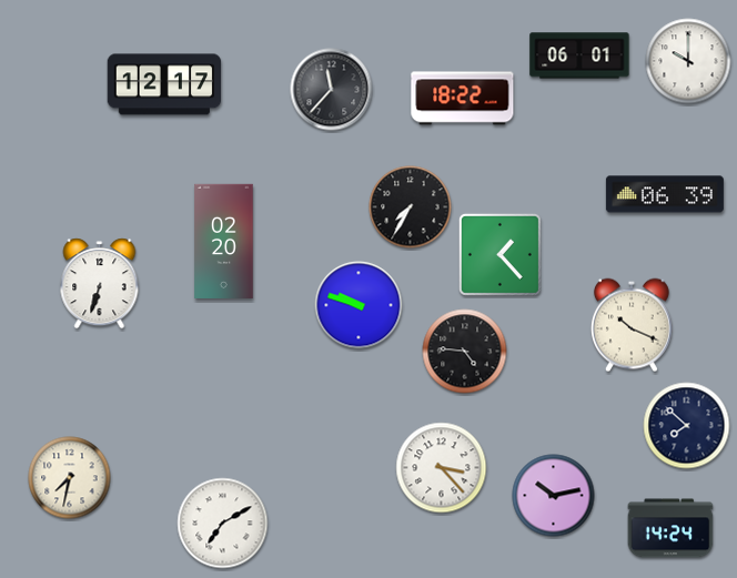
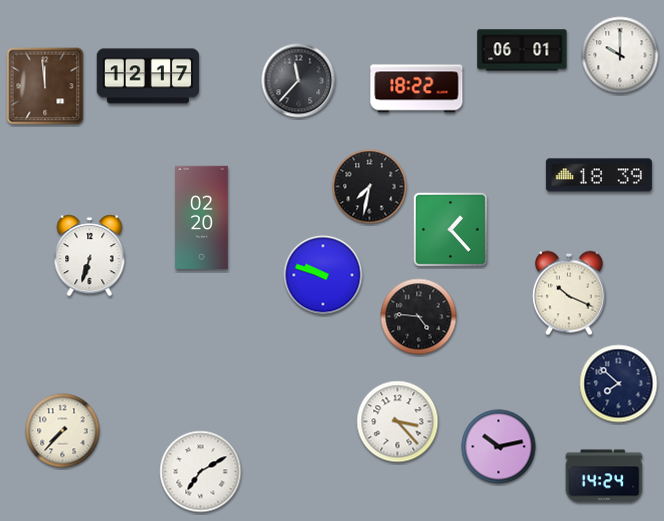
clock at (45, 86): none -> 11:59
clock at (665, 194): 06:39 -> 18:39
clock at (411, 207): 7:35 -> 7:32
clock at (70, 478): 7:32 -> 7:37
